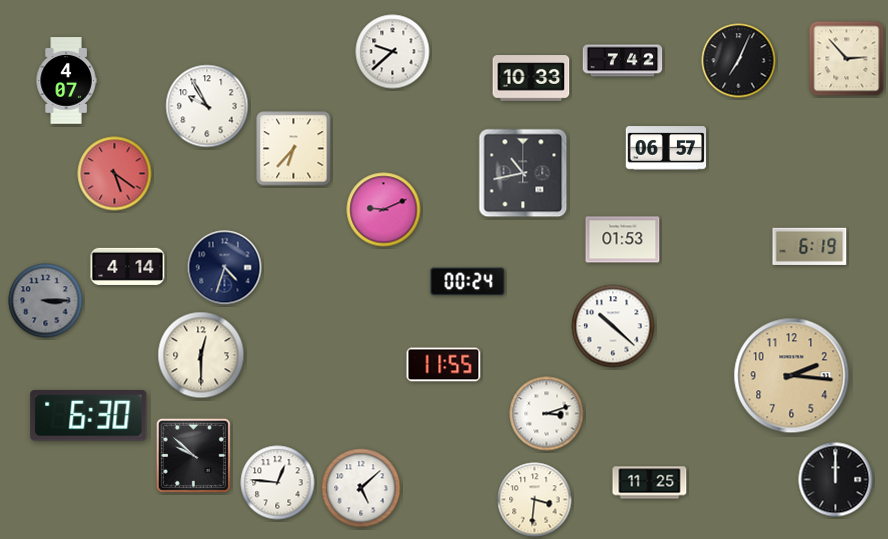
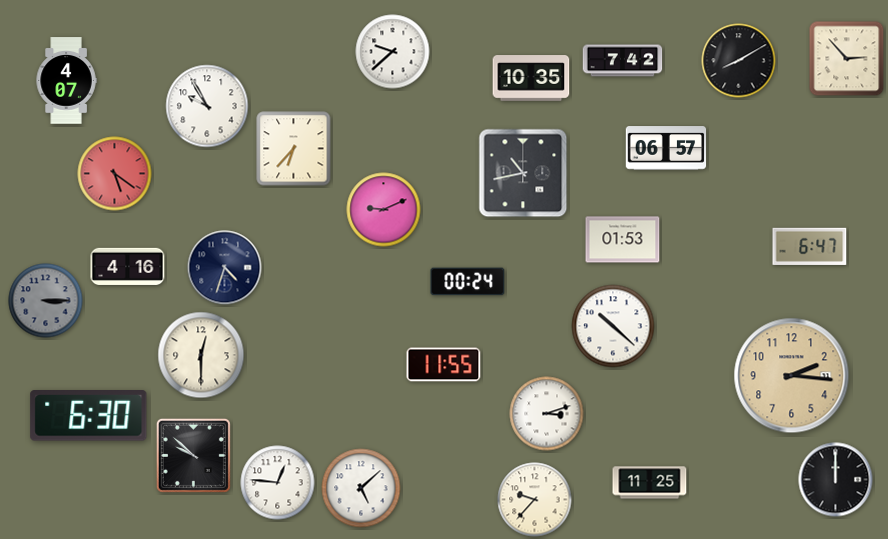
clock at (739, 61): 7:04 -> 8:10
clock at (531, 78): 10:33 -> 10:35
clock at (810, 246): 6:19 -> 6:47
clock at (128, 266): 4:14 -> 4:16
clock at (535, 500): 3:31 -> 9:37
